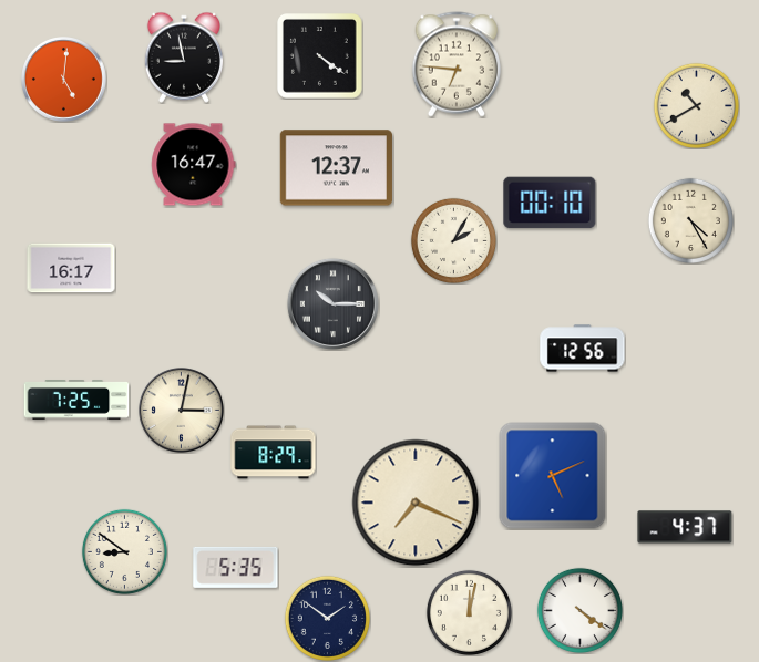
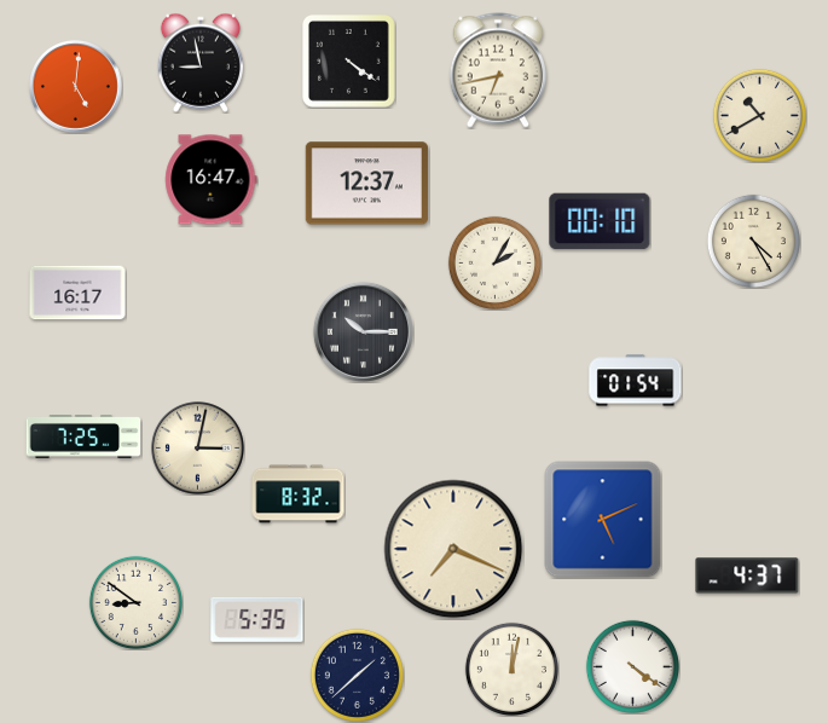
clock at (455, 64): 6:46 -> 6:43
clock at (64, 80) position: (64, 80) -> (76, 87)
clock at (583, 349): 12:56 -> 01:54
clock at (274, 453): 8:29 -> 8:32
clock at (327, 618): 1:51 -> 1:38
